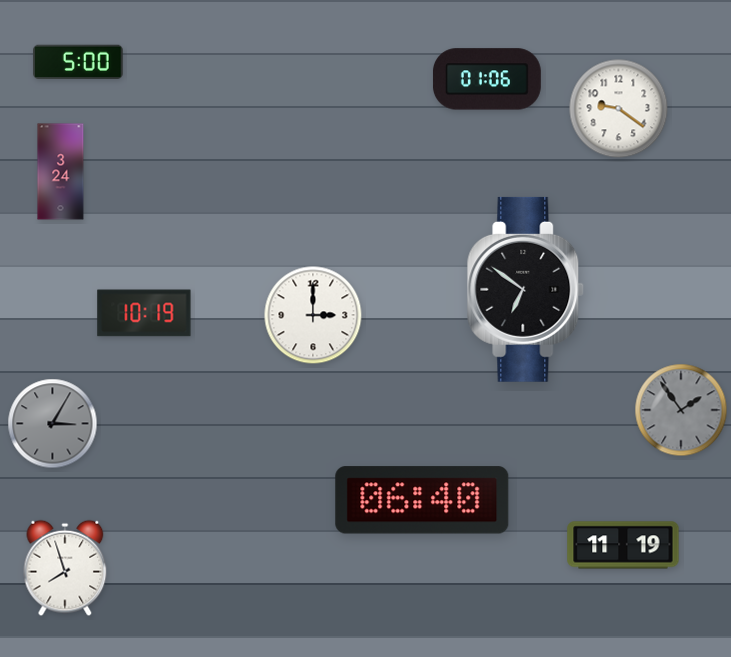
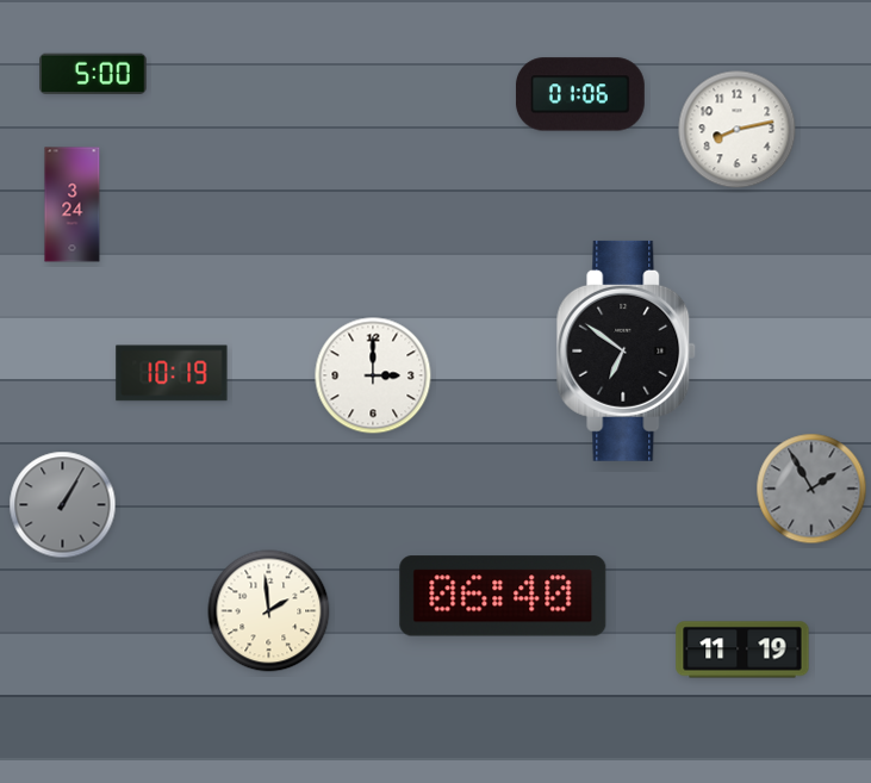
clock at (619, 109): 9:21 -> 8:13
clock at (526, 289) position: (526, 289) -> (627, 350)
clock at (681, 410): 1:54 -> 1:55
clock at (53, 424): 3:05 -> 1:05
clock at (269, 611): none -> 1:59
clock at (65, 568): 7:57 -> none
